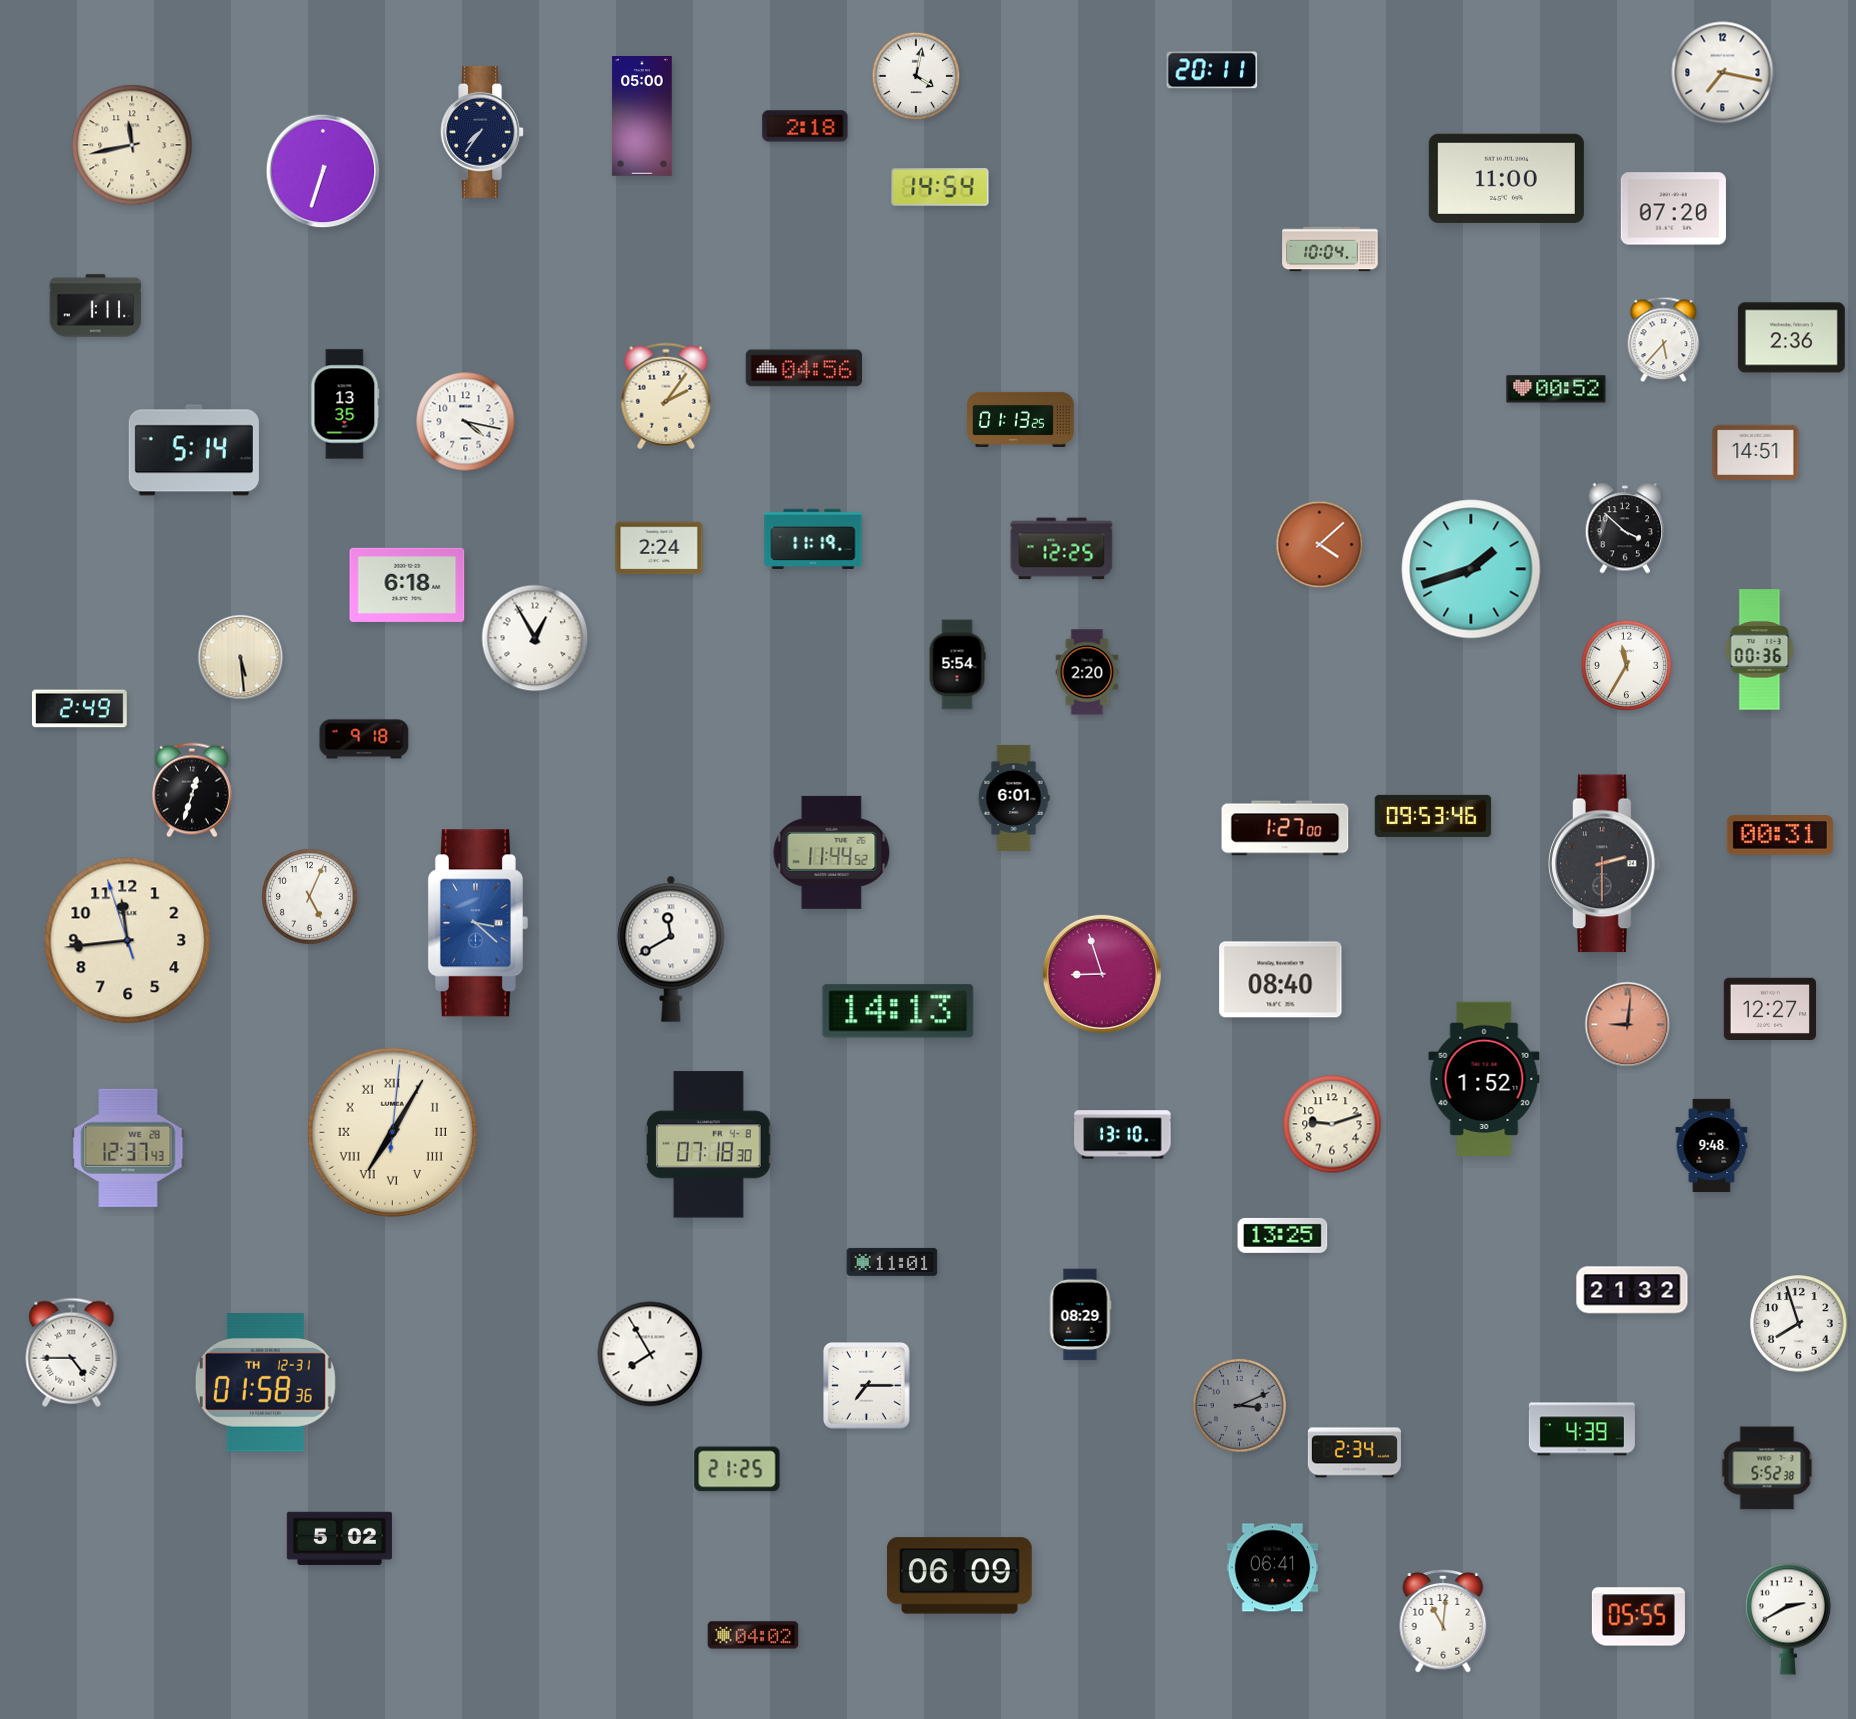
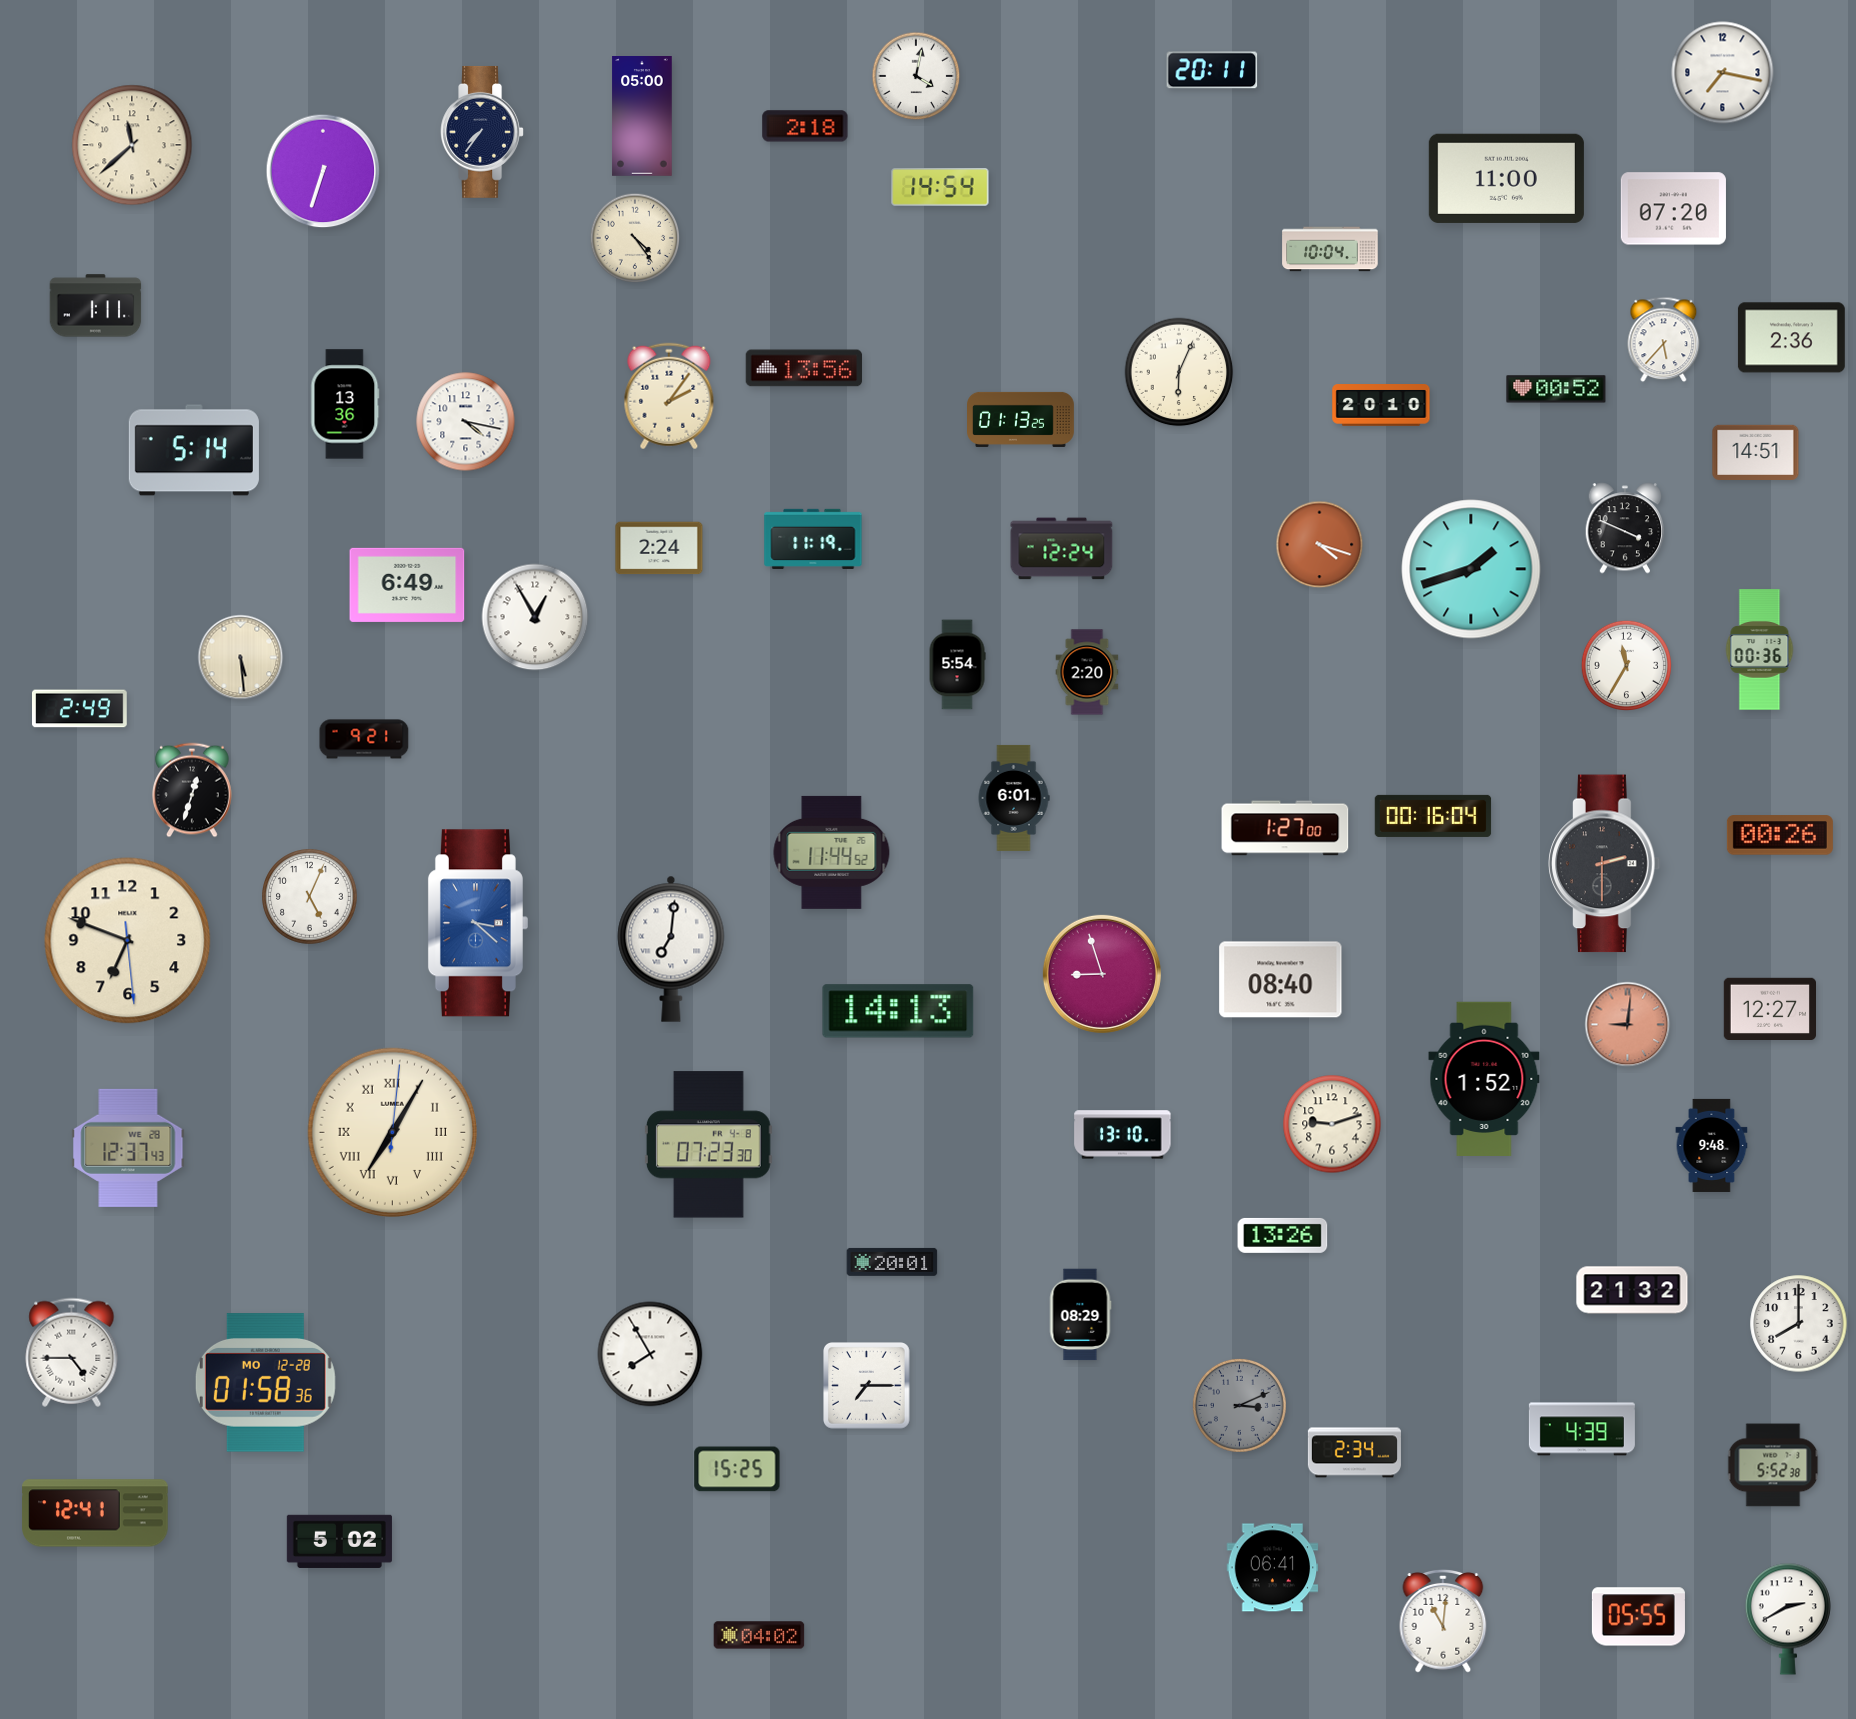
clock at (132, 145): 11:43 -> 11:38
clock at (635, 238): none -> 4:24
clock at (804, 368): 04:56 -> 13:56
clock at (1179, 372): none -> 6:04
clock at (666, 396) position: (666, 396) -> (669, 396)
clock at (345, 404): 13:35 -> 13:36
clock at (1381, 406): none -> 20:10
clock at (1625, 528): 3:52 -> 3:49
clock at (1320, 545): 4:08 -> 4:18
clock at (1062, 549): 12:25 -> 12:24
clock at (407, 585): 6:18 -> 6:49
clock at (535, 638) position: (535, 638) -> (535, 617)
clock at (364, 739): 9:18 -> 9:21
clock at (1433, 816): 09:53 -> 00:16
clock at (1780, 835): 00:31 -> 00:26
clock at (128, 941): 11:43 -> 6:48
clock at (671, 949): 11:40 -> 7:01
clock at (708, 1145): 07:18 -> 07:23
clock at (1283, 1235): 13:25 -> 13:26
clock at (892, 1262): 11:01 -> 20:01
clock at (1799, 1324): 7:57 -> 8:00
clock at (265, 1383) date: TH 12-31 -> MO 12-28
clock at (1767, 1468) position: (1767, 1468) -> (1773, 1465)
clock at (737, 1469): 21:25 -> 15:25
clock at (95, 1513): none -> 12:41
clock at (339, 1538) position: (339, 1538) -> (339, 1541)
clock at (959, 1576): 06:09 -> none
clock at (753, 1635) position: (753, 1635) -> (759, 1635)
